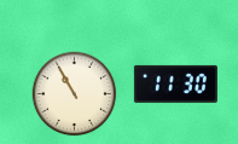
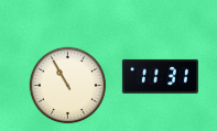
clock at (175, 83): 11:30 -> 11:31
